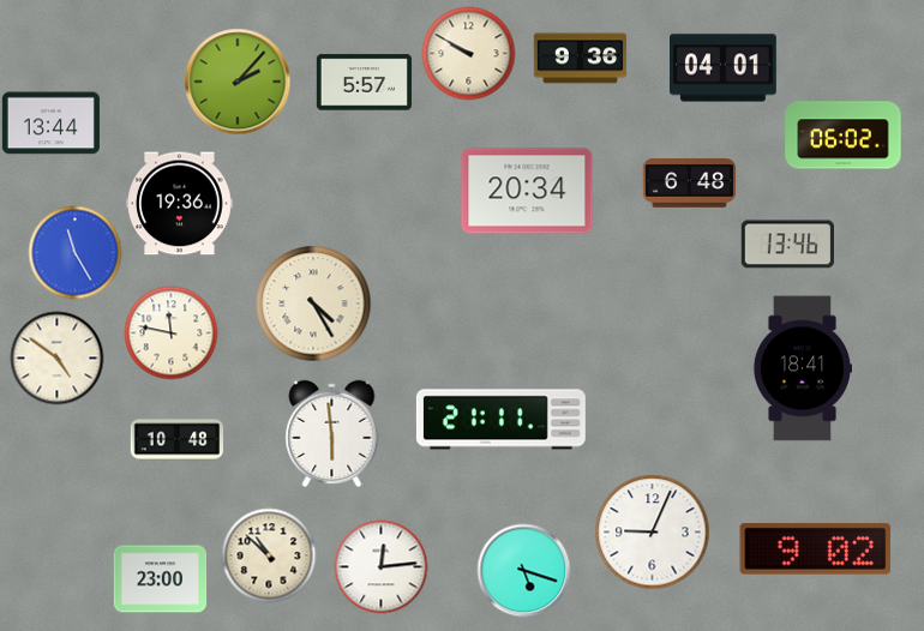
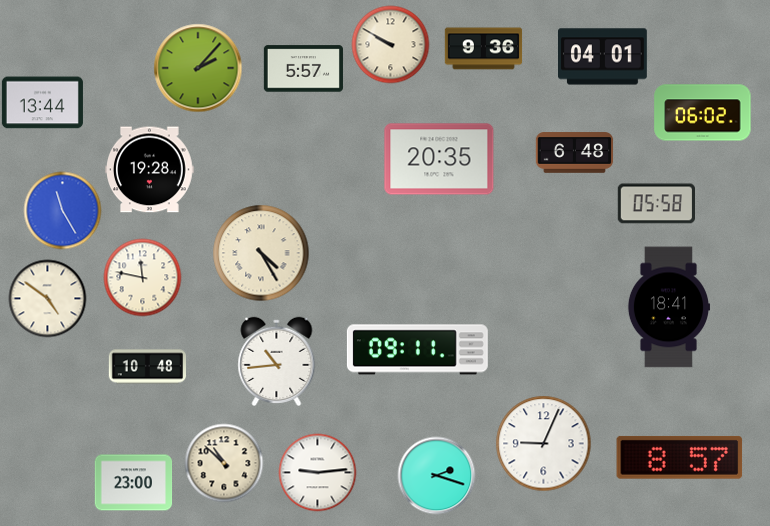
clock at (527, 191): 20:34 -> 20:35
clock at (180, 204): 19:36 -> 19:28
clock at (787, 245): 13:46 -> 05:58
clock at (500, 420): 21:11 -> 09:11
clock at (332, 433): 5:59 -> 10:44
clock at (816, 548): 9:02 -> 8:57
clock at (380, 566): 12:14 -> 9:14
clock at (523, 570): 5:18 -> 2:18
